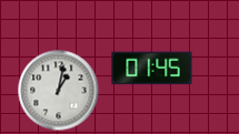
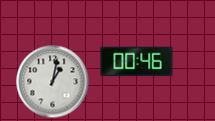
clock at (152, 69): 01:45 -> 00:46
